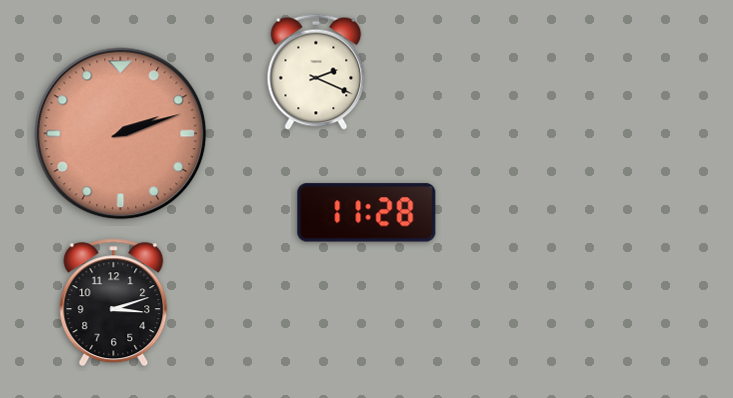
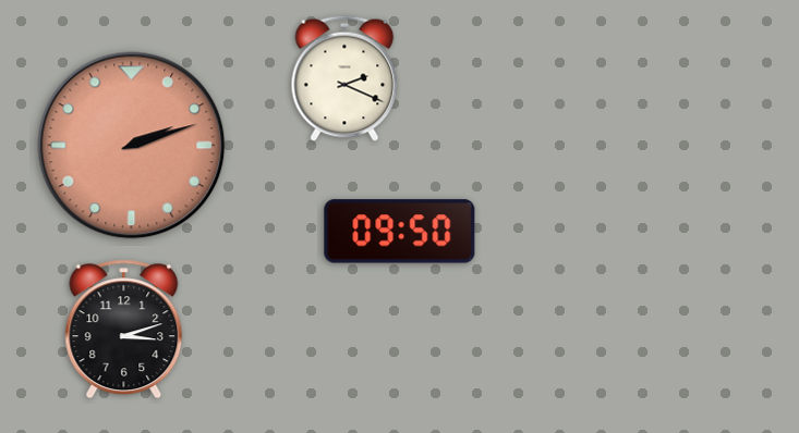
clock at (367, 213): 11:28 -> 09:50
